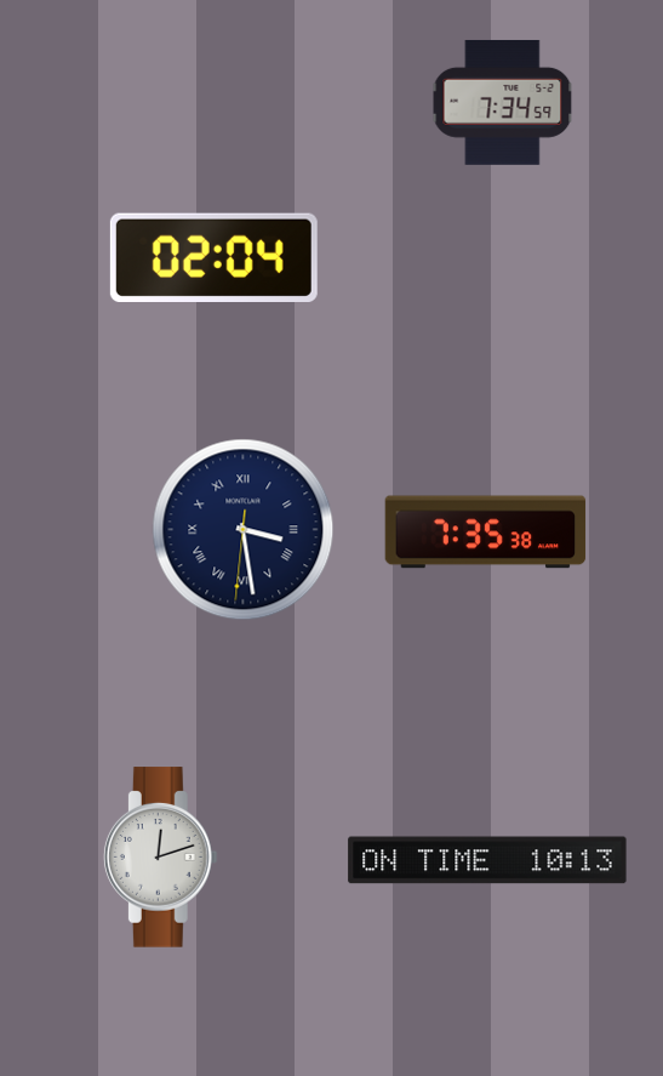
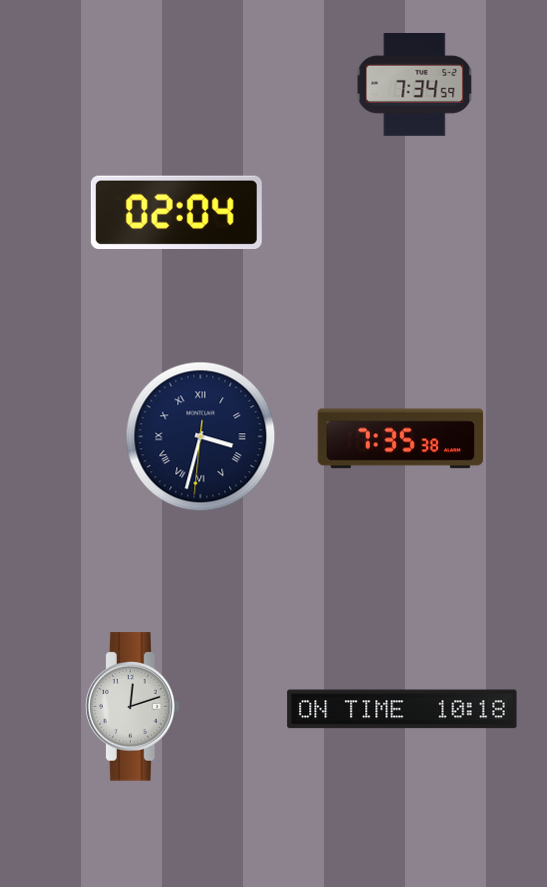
clock at (244, 530): 3:28 -> 3:32
clock at (487, 860): 10:13 -> 10:18
